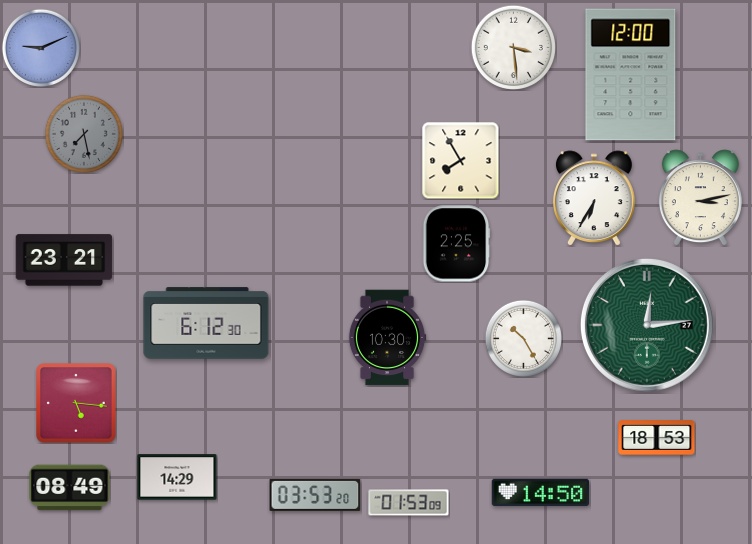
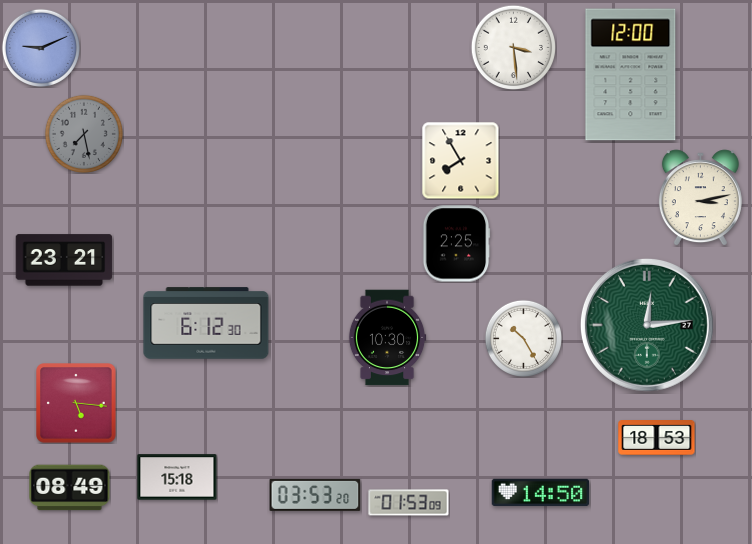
clock at (594, 198): 6:35 -> none
clock at (177, 477): 14:29 -> 15:18
